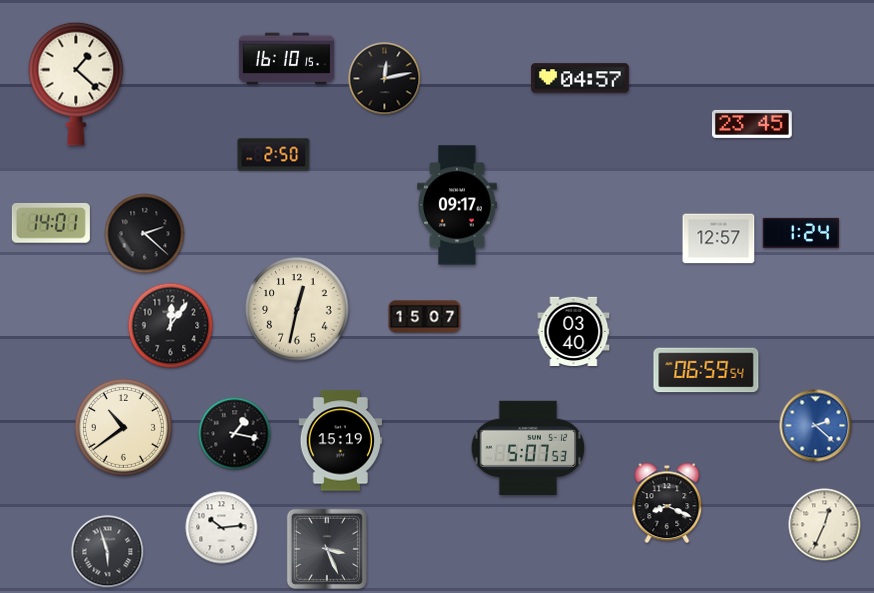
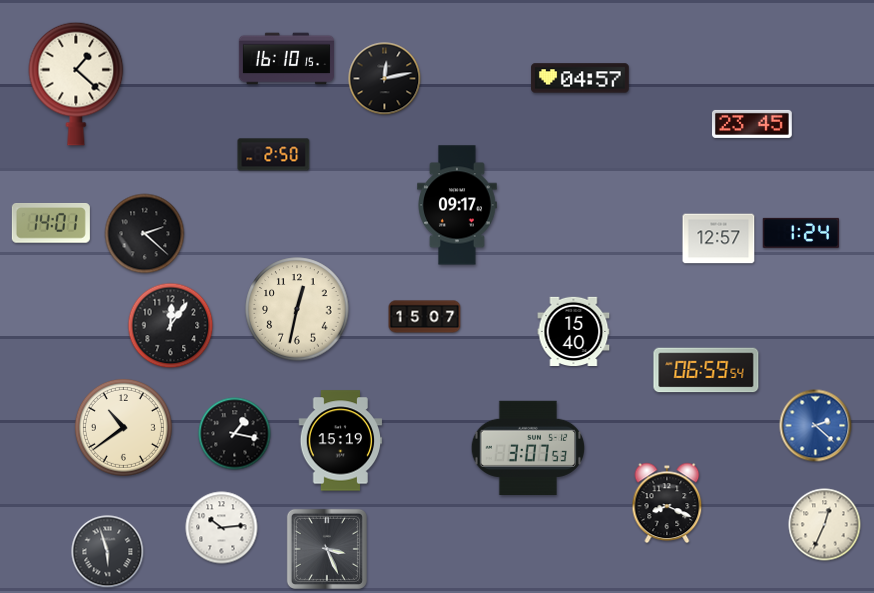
clock at (574, 331): 03:40 -> 15:40
clock at (528, 447): 5:07 -> 3:07
